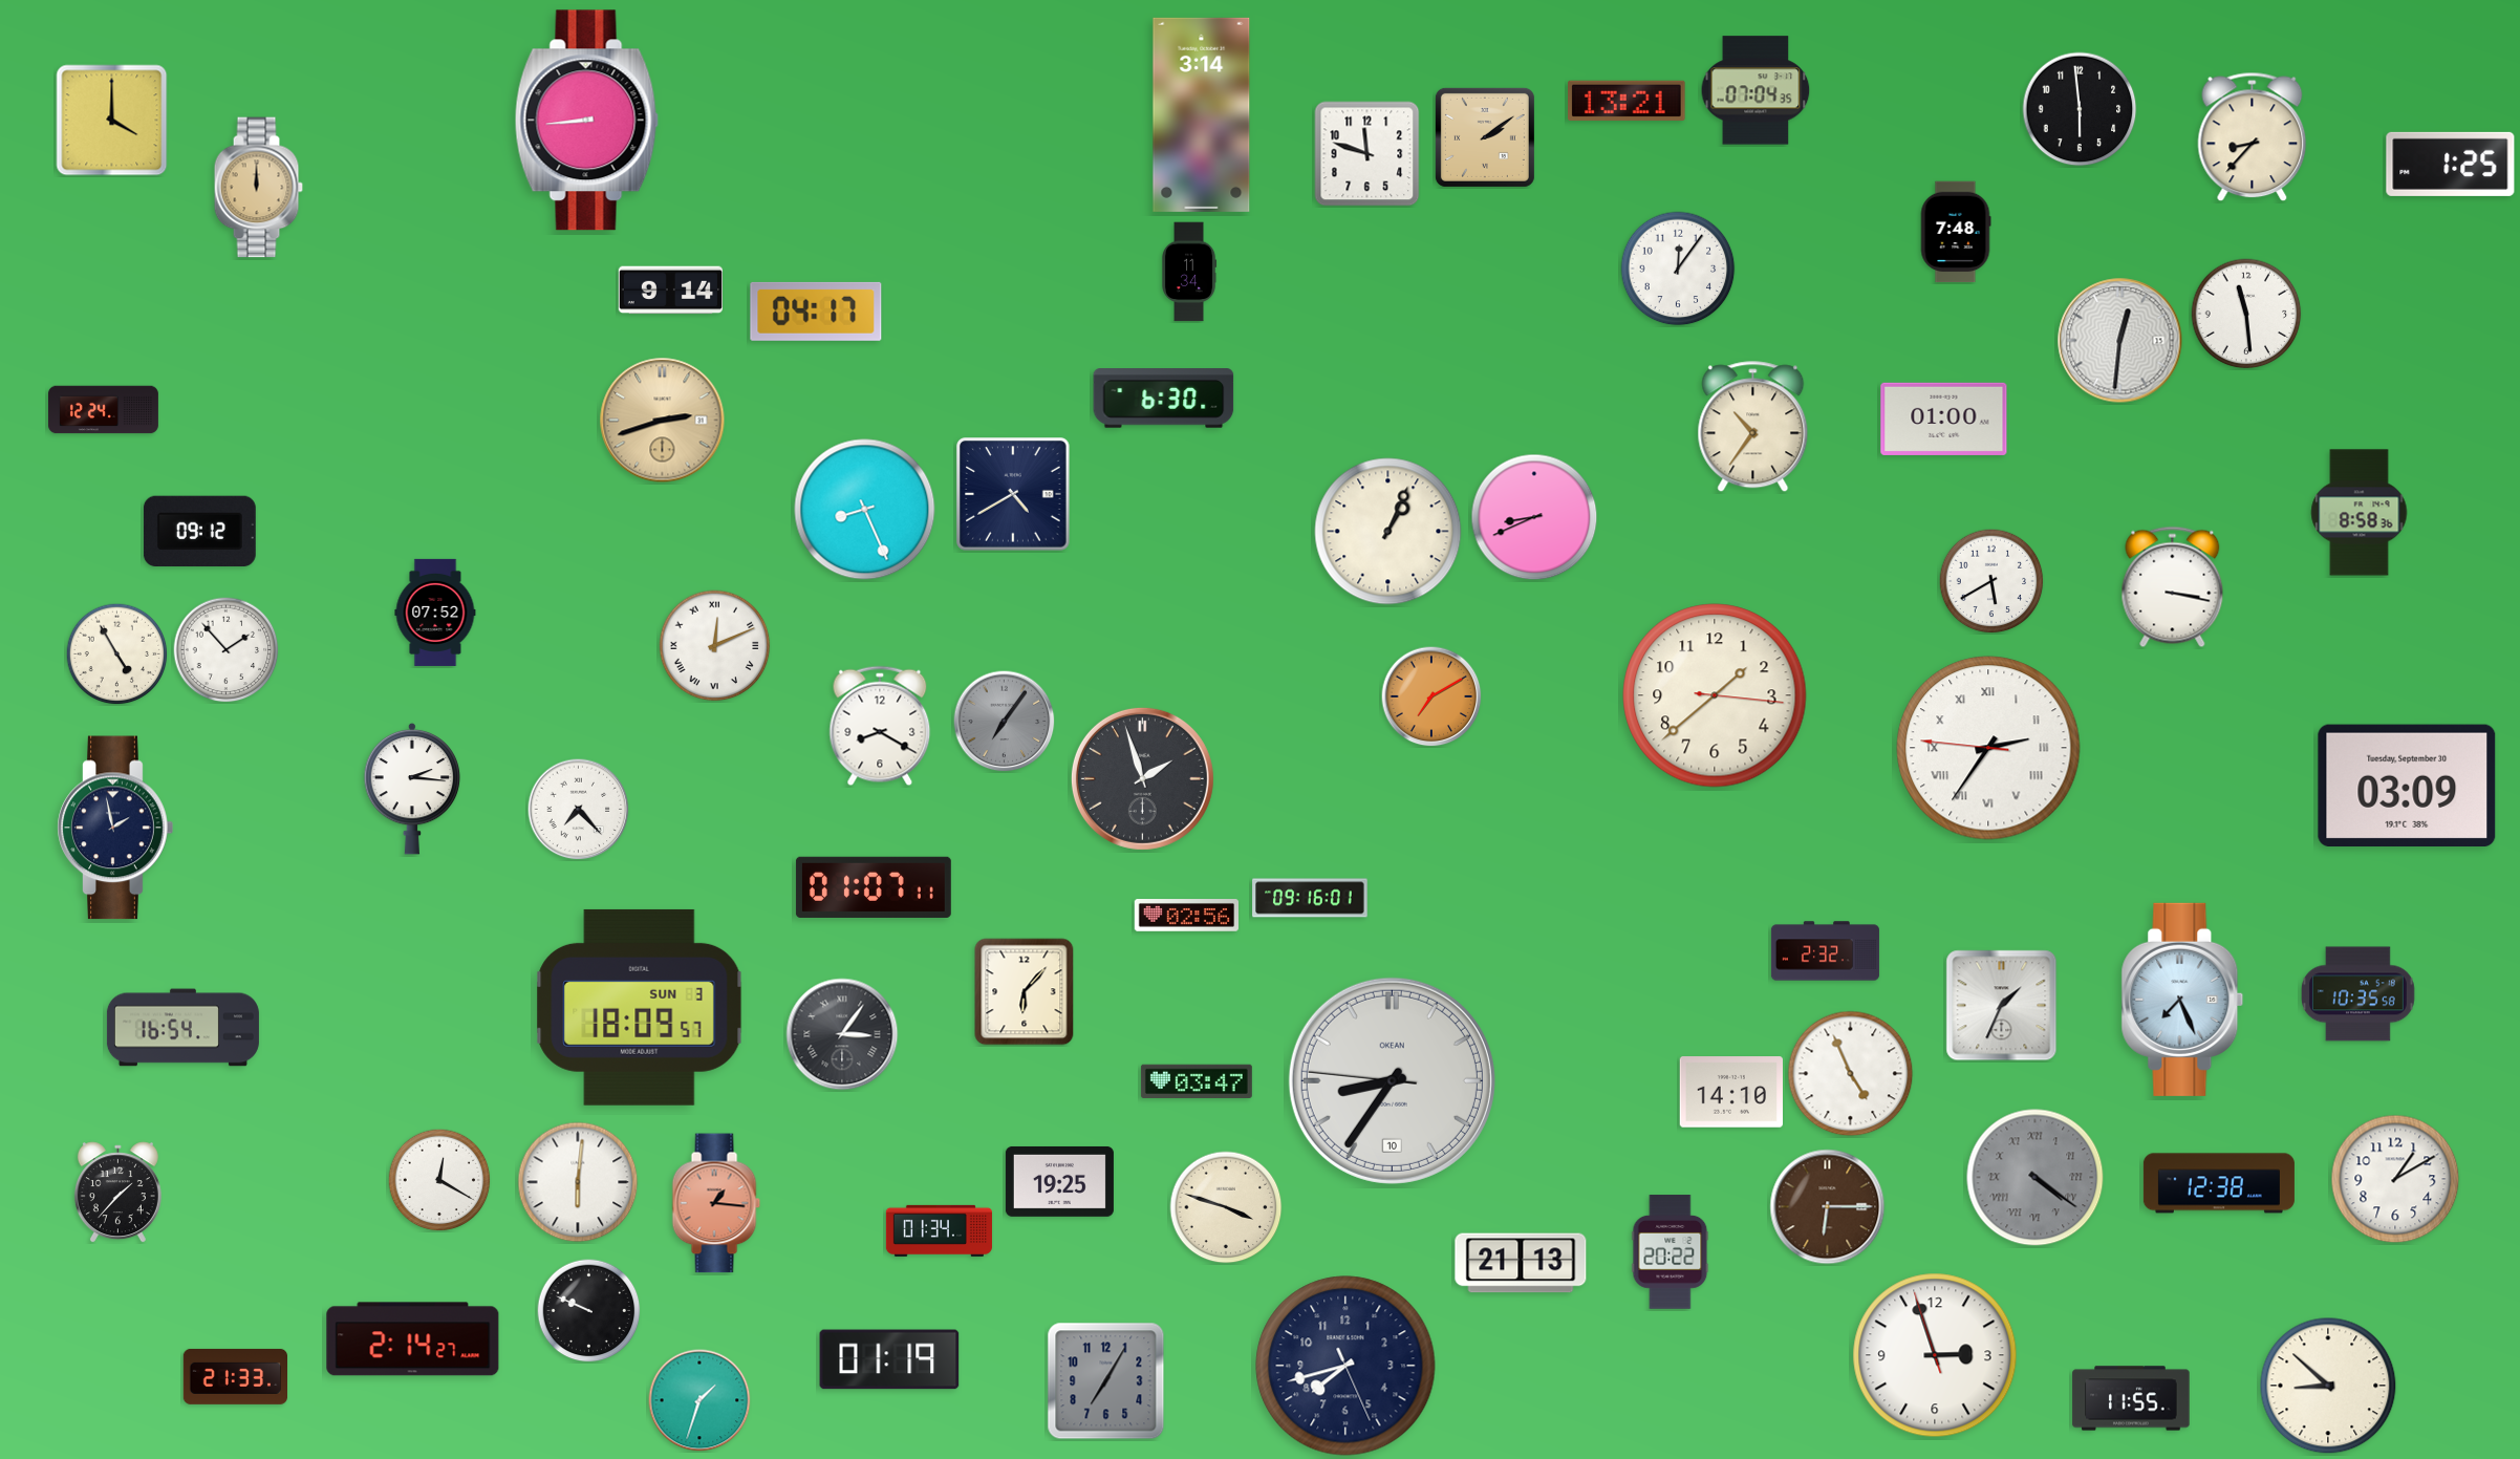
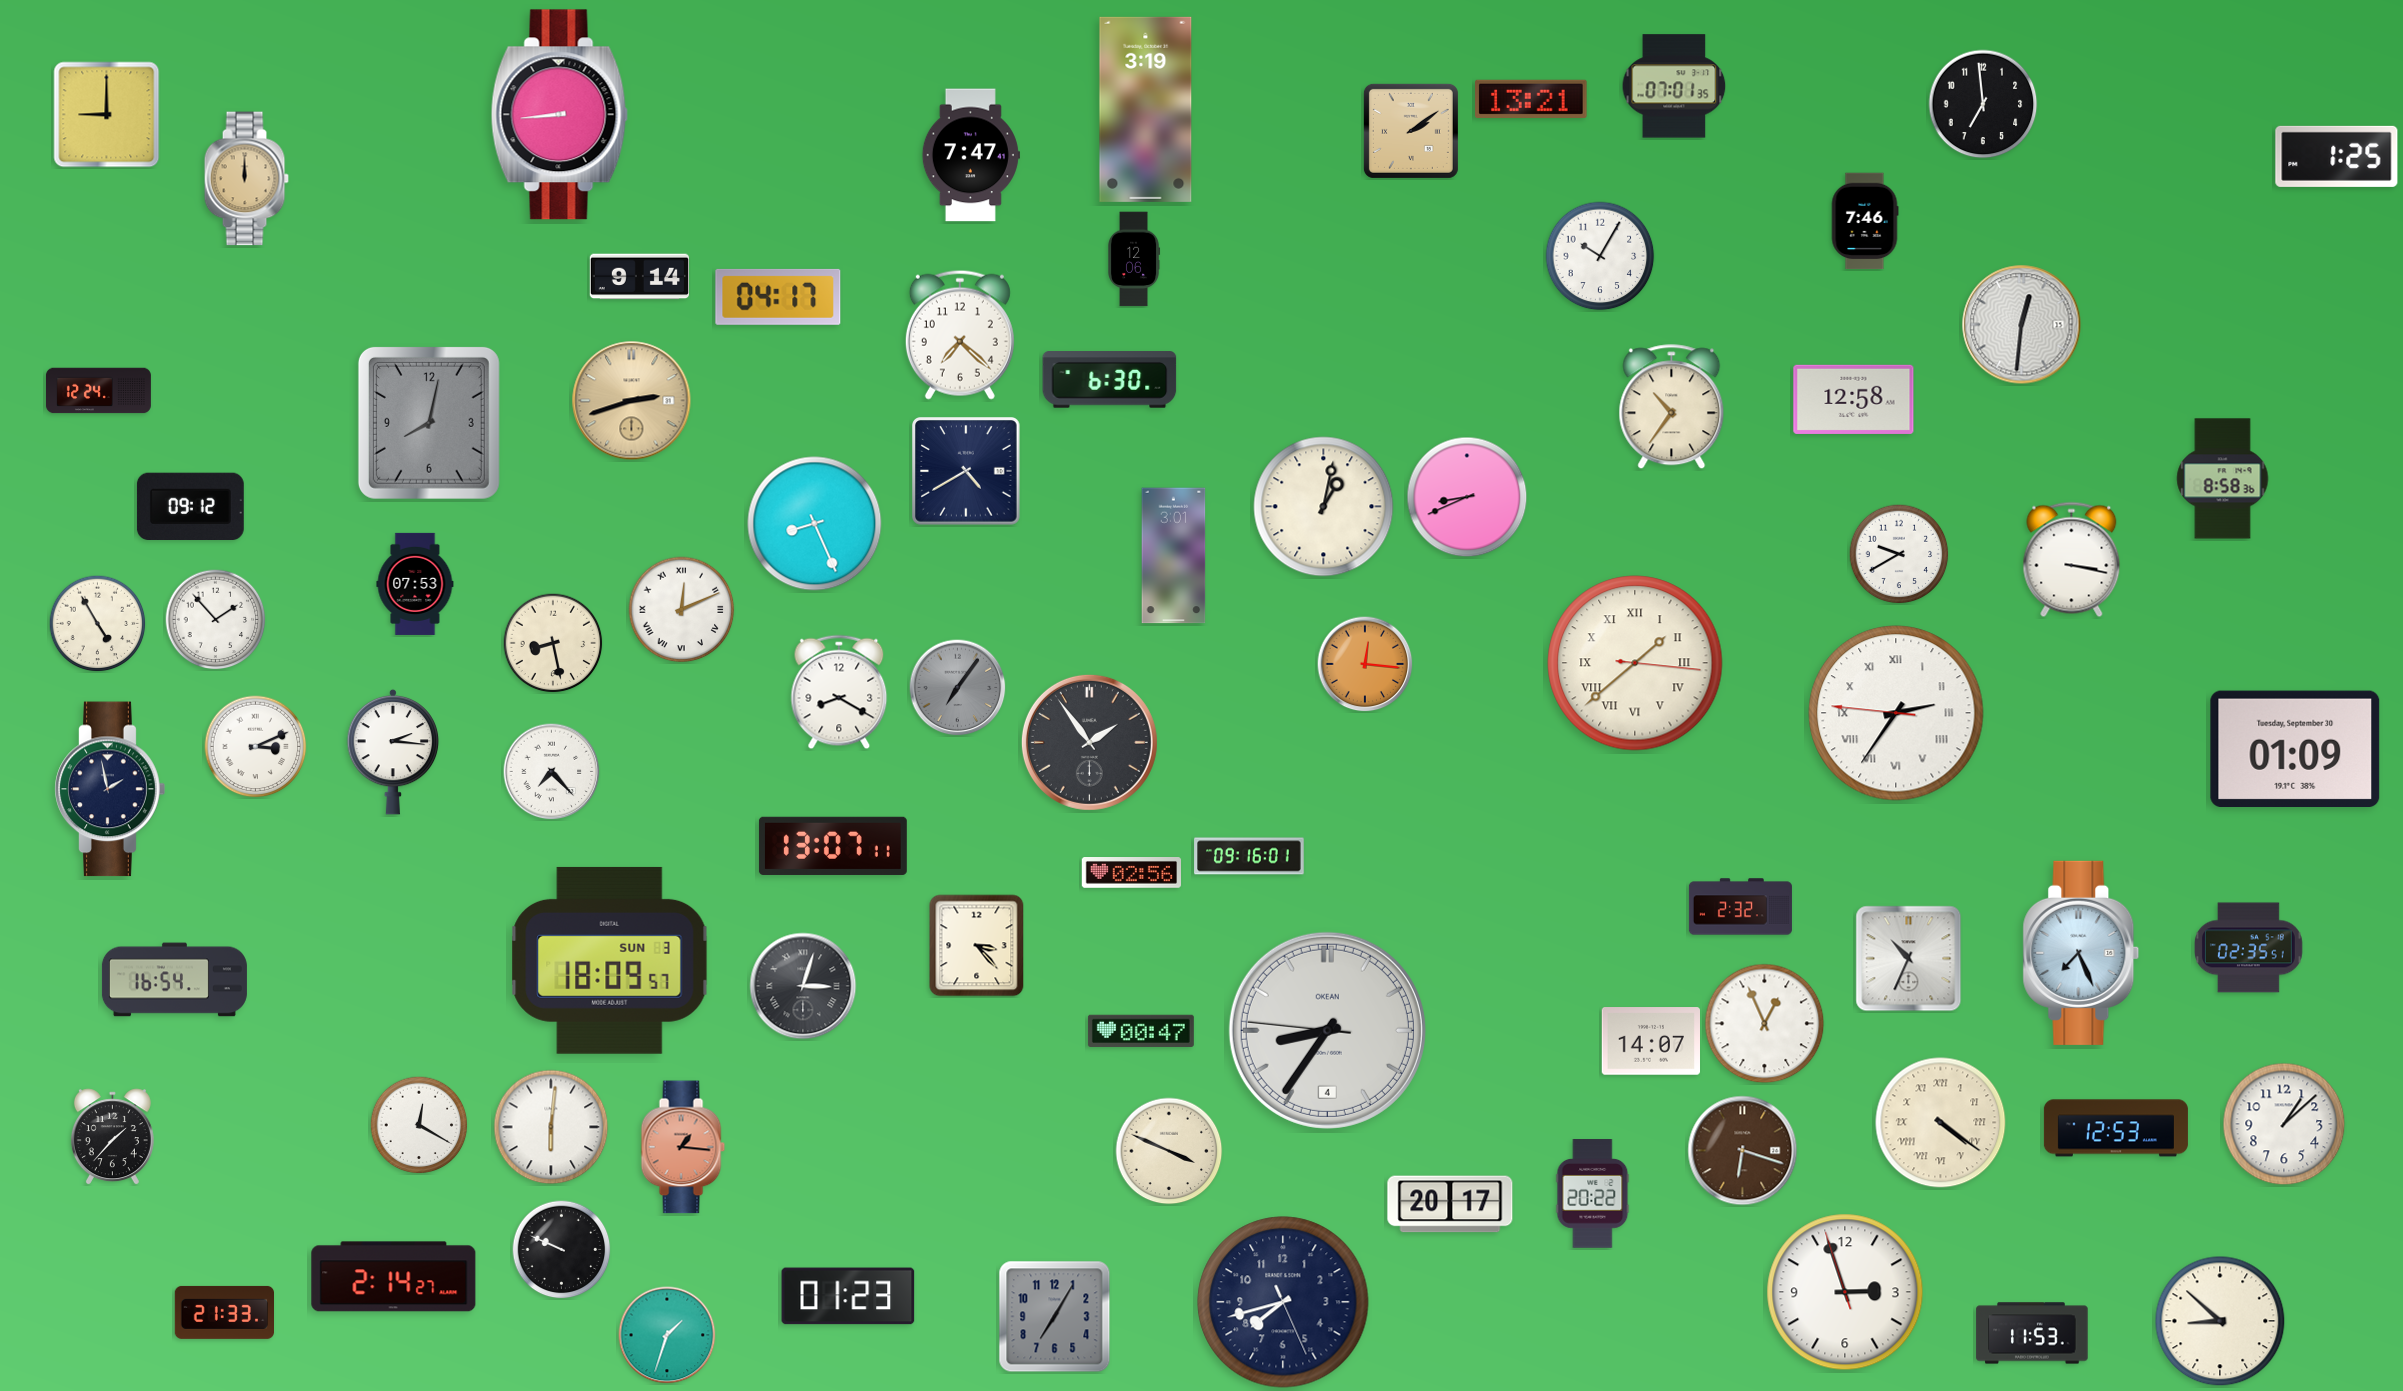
clock at (1756, 90): 07:04 -> 07:01
clock at (1627, 101) position: (1627, 101) -> (1531, 99)
clock at (2080, 109): 5:59 -> 6:59
clock at (1202, 114): 3:14 -> 3:19
clock at (112, 121): 4:00 -> 9:00
clock at (1485, 137) position: (1485, 137) -> (1411, 131)
clock at (2253, 137): 8:37 -> none
clock at (1367, 154): 11:48 -> none
clock at (971, 155): none -> 7:47
clock at (1956, 232): 7:48 -> 7:46
clock at (1678, 269): 12:06 -> 10:05
clock at (1189, 272): 11:34 -> 12:06
clock at (2246, 314): 11:29 -> none
clock at (960, 335): none -> 7:22
clock at (1944, 419): 01:00 -> 12:58
clock at (429, 423): none -> 8:02
clock at (865, 510) position: (865, 510) -> (815, 524)
clock at (2360, 513) position: (2360, 513) -> (2223, 479)
clock at (1534, 517) position: (1534, 517) -> (1467, 497)
clock at (1388, 532): 1:04 -> 1:02
clock at (1991, 581): 5:40 -> 9:40
clock at (1174, 556): none -> 3:01
clock at (435, 613): 07:52 -> 07:53
clock at (715, 646) position: (715, 646) -> (682, 610)
clock at (116, 653) position: (116, 653) -> (97, 623)
clock at (553, 643): none -> 8:28
clock at (1715, 695) numerals: Arabic -> Roman
clock at (1431, 696): 7:10 -> 12:16
clock at (1142, 778): 1:57 -> 1:54
clock at (256, 747): none -> 3:11
clock at (2407, 785): 03:09 -> 01:09
clock at (874, 887): 01:07 -> 13:07
clock at (1025, 992): 6:07 -> 3:23
clock at (2357, 994): 10:35 -> 02:35
clock at (2002, 1006): 1:34 -> 10:34
clock at (842, 1034): 3:06 -> 3:03
clock at (1851, 1074): 4:56 -> 12:56
clock at (1197, 1080): 03:47 -> 00:47
clock at (1392, 1080) date: 10 -> 4
clock at (1730, 1092): 14:10 -> 14:07
clock at (2036, 1178) dial: grey -> cream
clock at (2395, 1179): 1:10 -> 1:08
clock at (1059, 1181): 19:25 -> none
clock at (2219, 1183): 12:38 -> 12:53
clock at (1226, 1207): 3:48 -> 3:49
clock at (1828, 1207): 6:15 -> 6:18
clock at (939, 1230): 01:34 -> none
clock at (1521, 1263): 21:13 -> 20:17
clock at (889, 1359): 01:19 -> 01:23
clock at (2131, 1398): 11:55 -> 11:53
